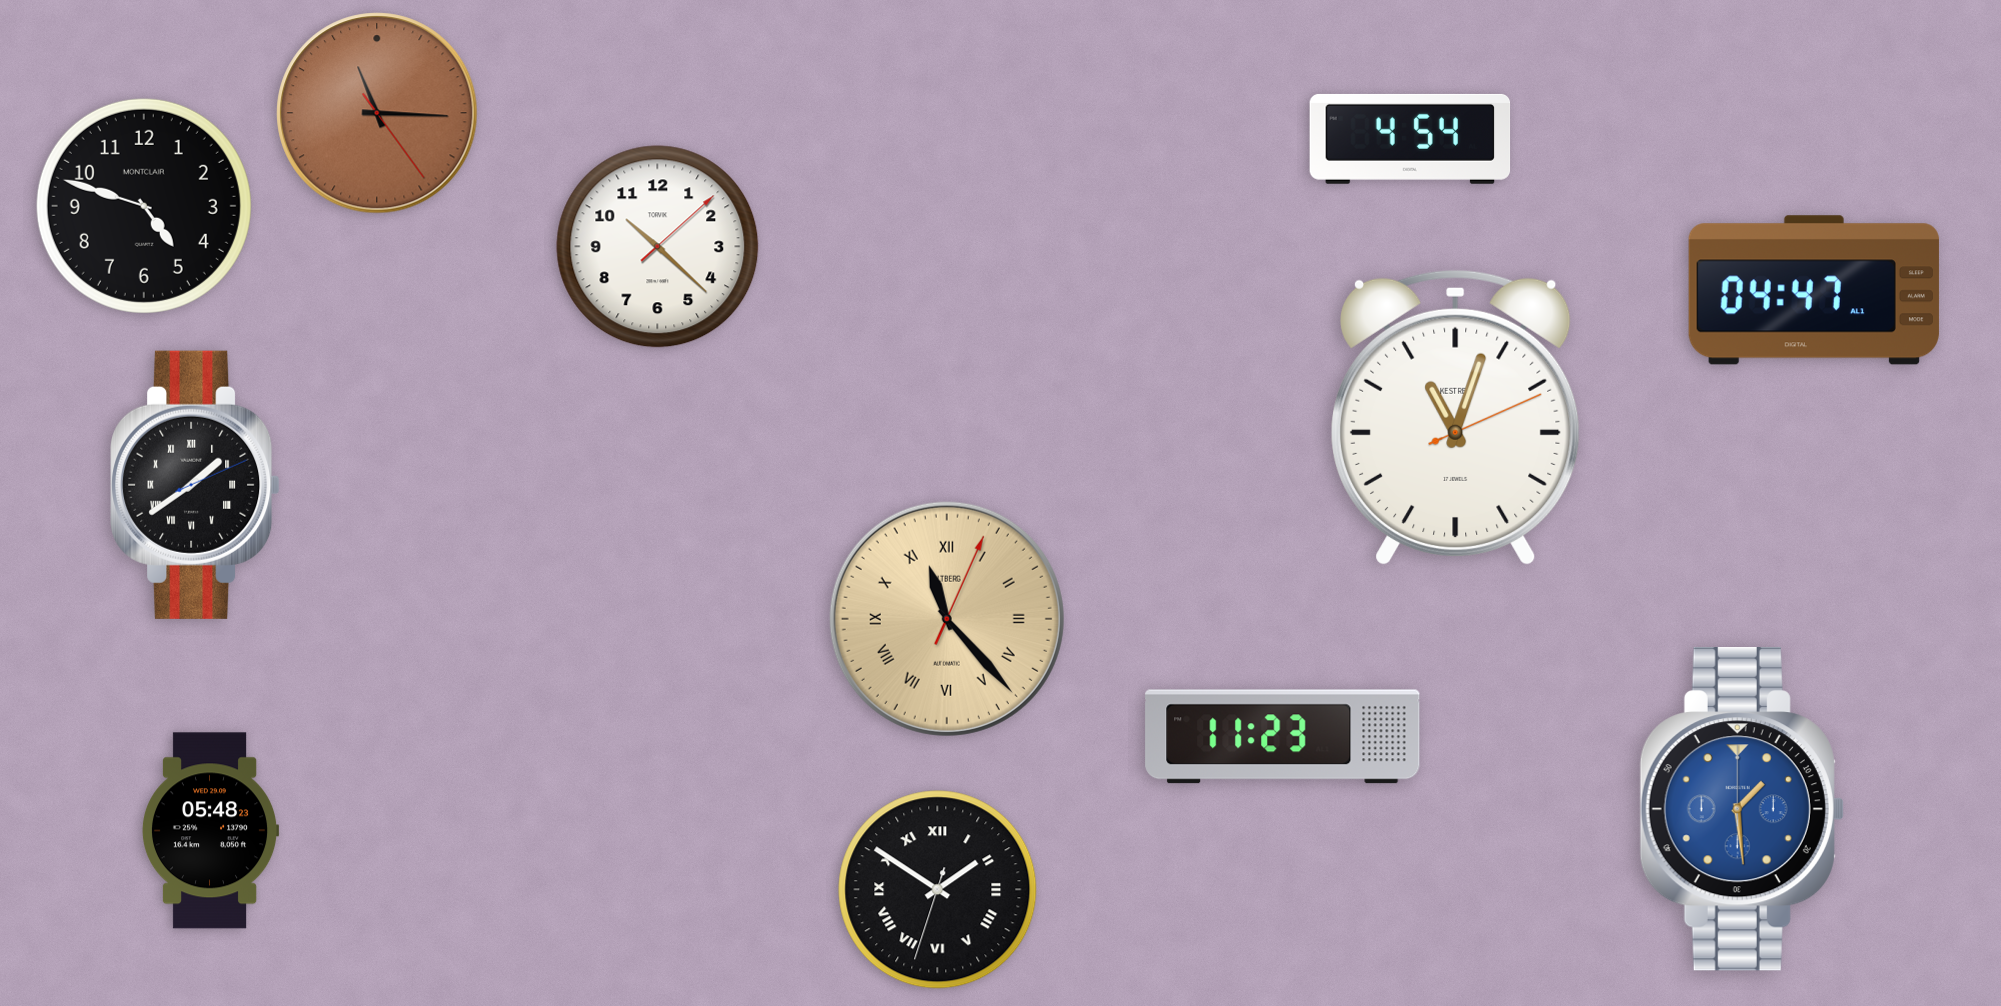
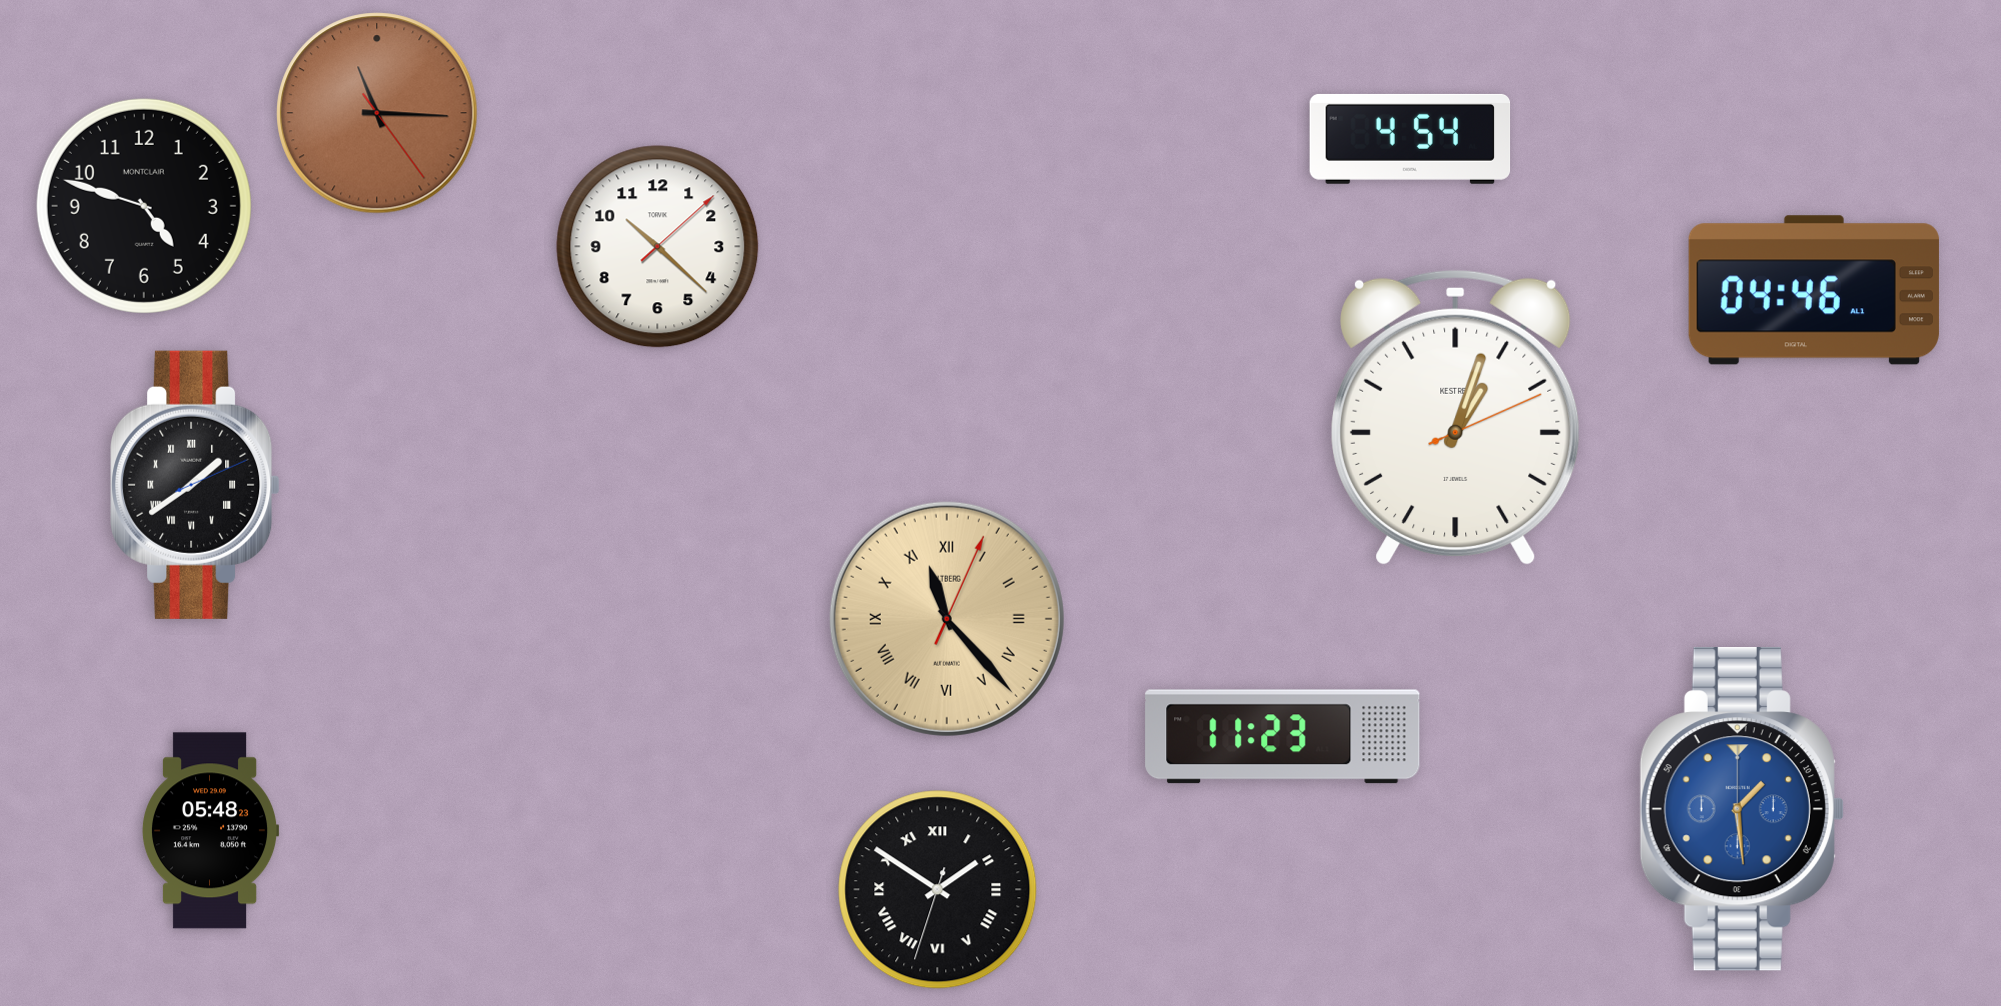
clock at (1814, 290): 04:47 -> 04:46
clock at (1456, 417): 11:03 -> 1:03
